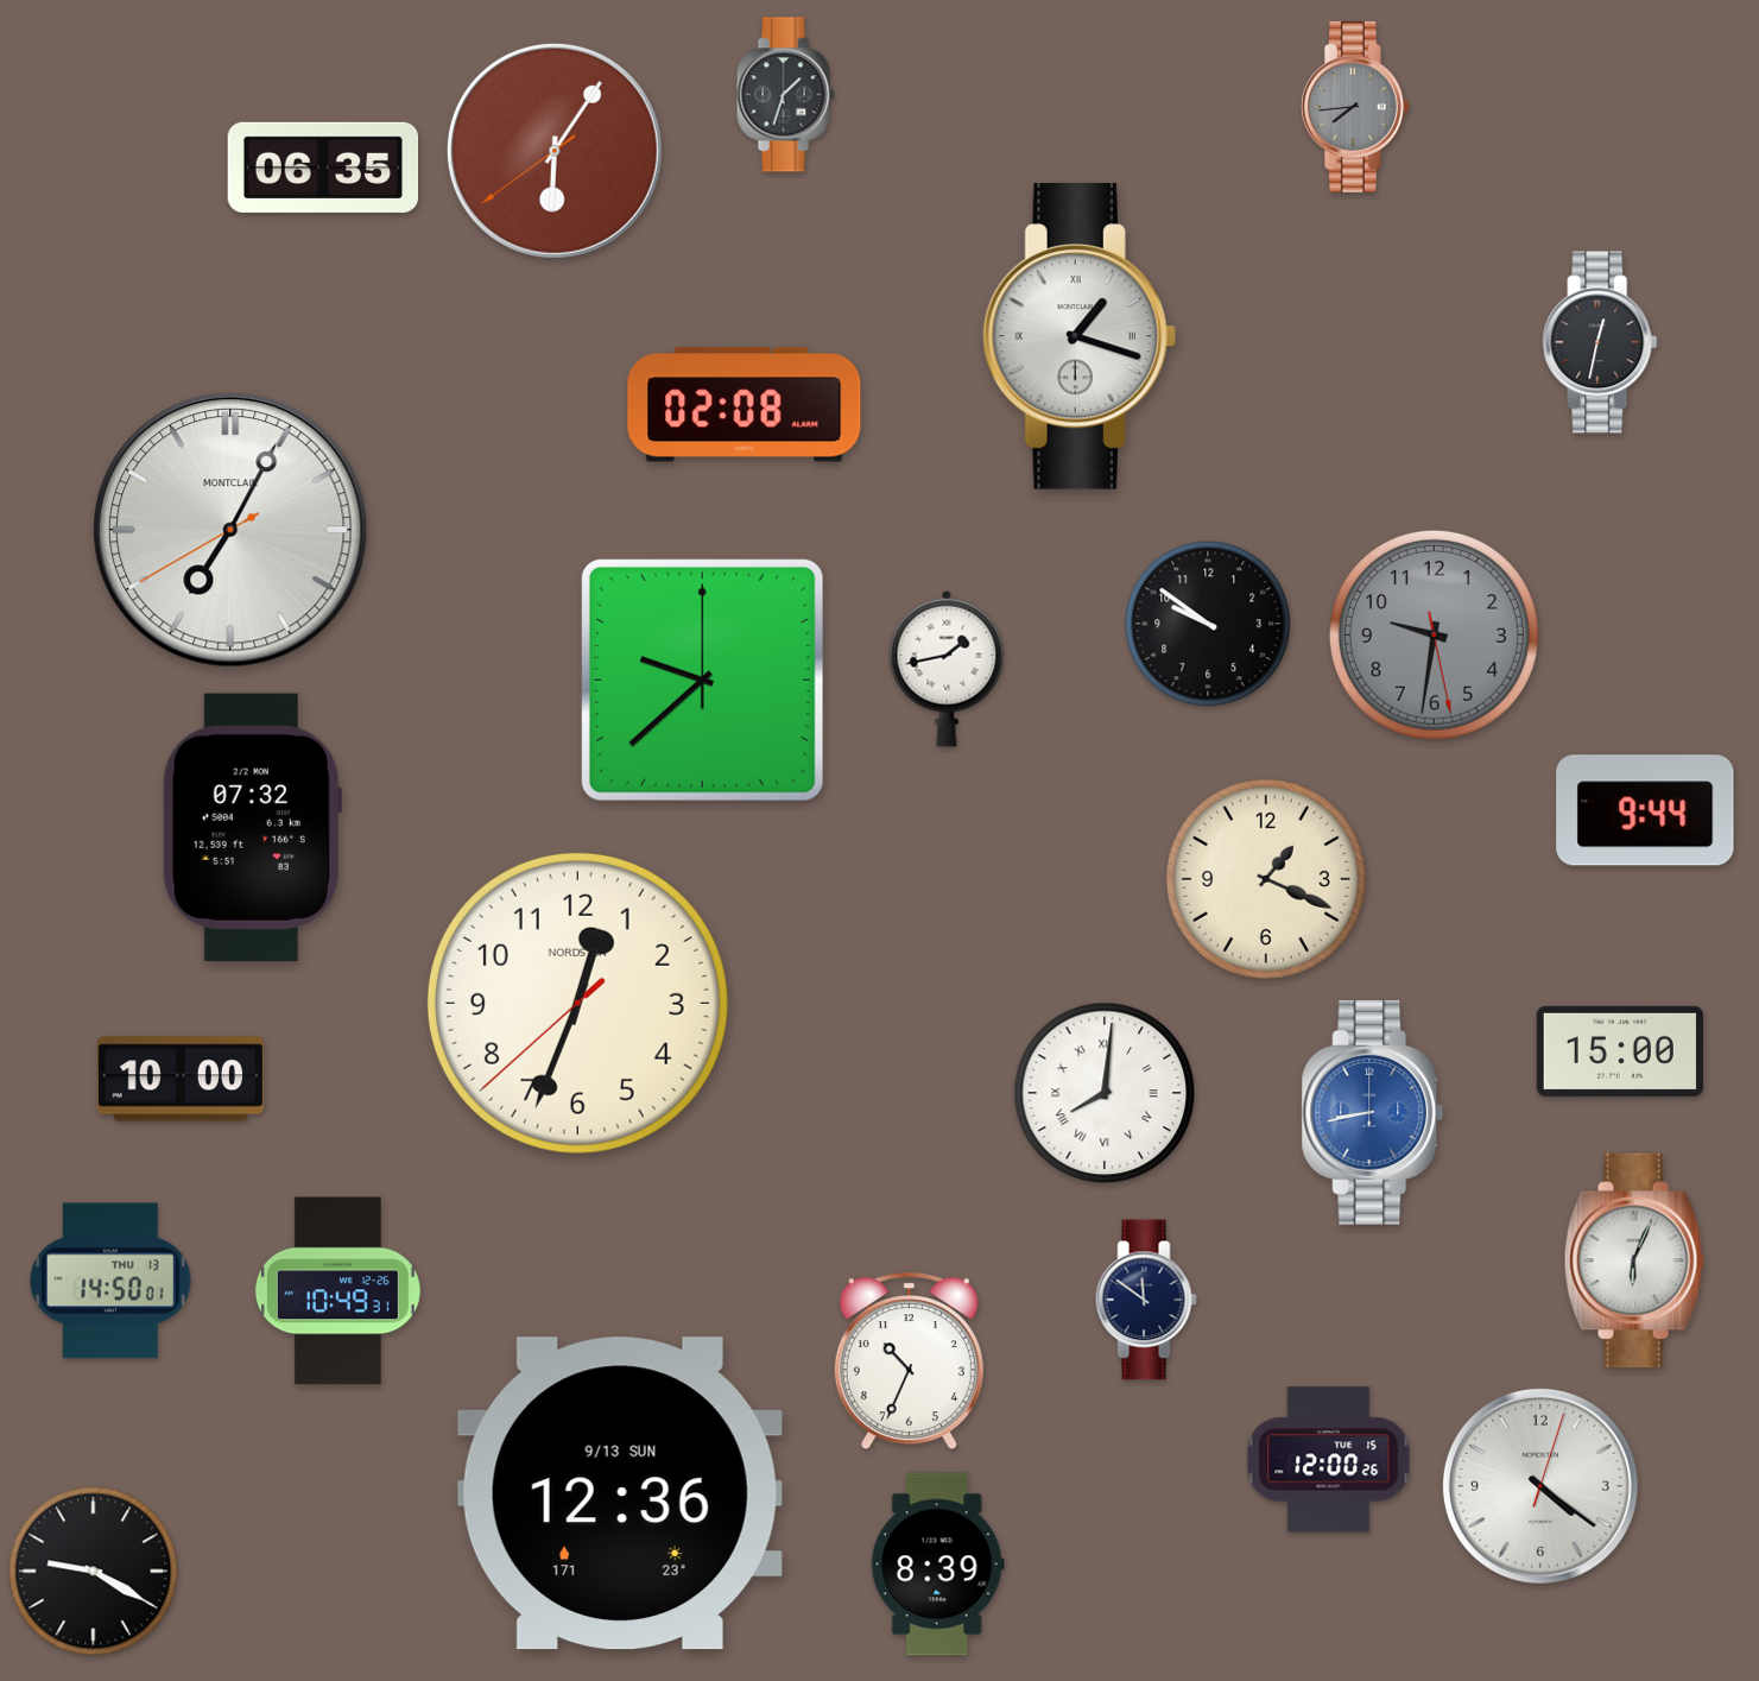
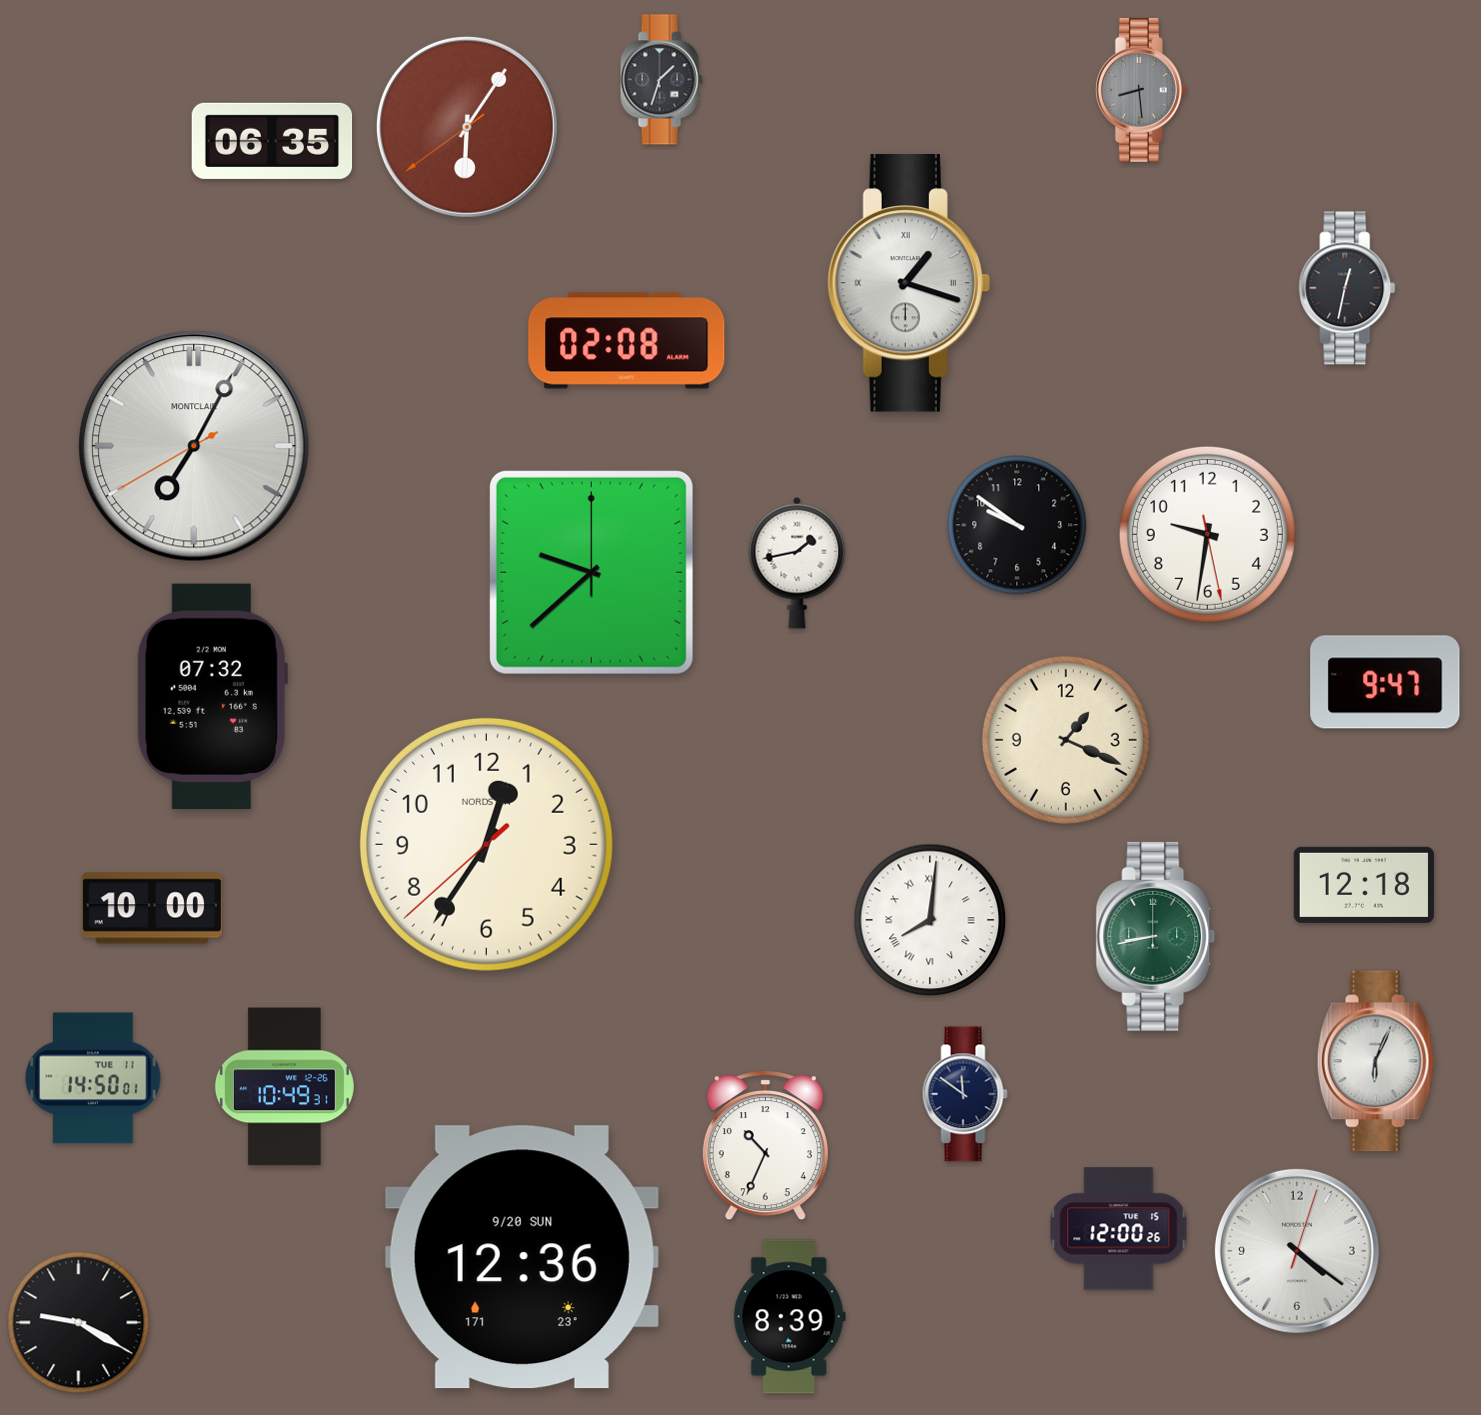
clock at (1355, 107): 7:44 -> 8:29
clock at (1434, 634) dial: grey -> white
clock at (1645, 810): 9:44 -> 9:47
clock at (577, 1003): 12:33 -> 12:35
clock at (1620, 1051): 15:00 -> 12:18
clock at (1373, 1112) dial: blue -> green
clock at (110, 1281) date: THU 13 -> TUE 11
clock at (620, 1493) date: 9/13 SUN -> 9/20 SUN
